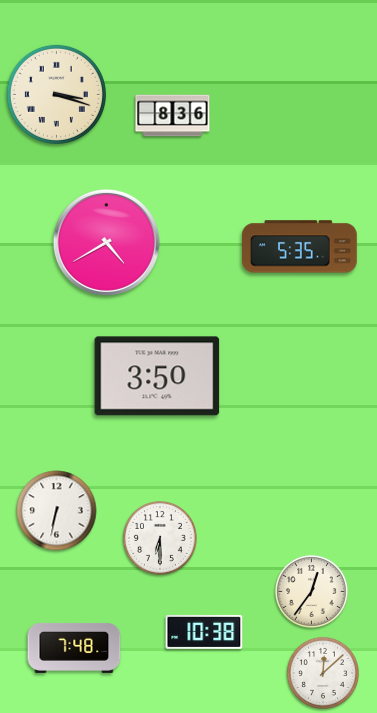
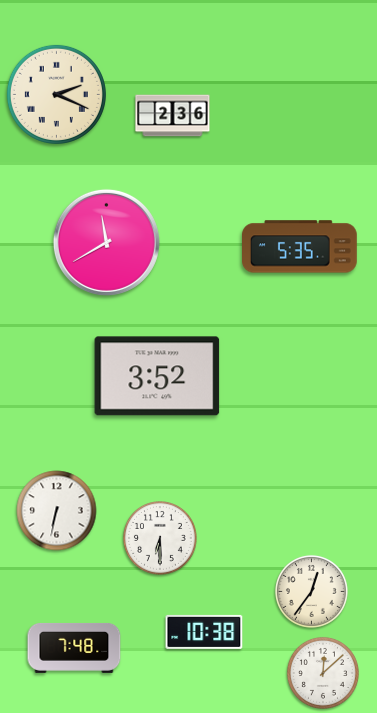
clock at (56, 94): 3:18 -> 2:19
clock at (173, 116): 8:36 -> 2:36
clock at (106, 242): 4:40 -> 11:40
clock at (157, 376): 3:50 -> 3:52
